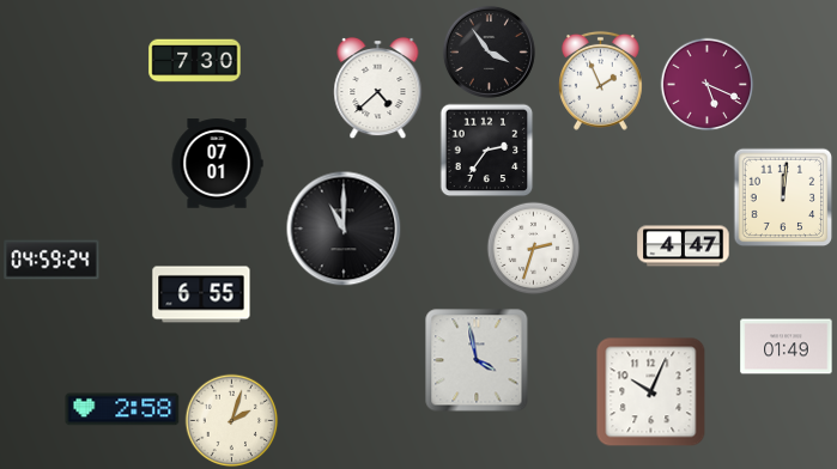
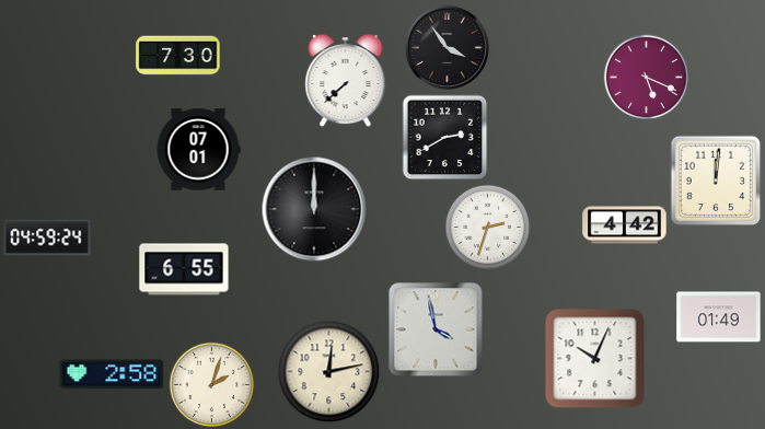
clock at (600, 80): 1:56 -> none
clock at (378, 87): 4:38 -> 7:38
clock at (486, 150): 2:36 -> 2:40
clock at (344, 229): 11:00 -> 12:00
clock at (684, 246): 4:47 -> 4:42
clock at (328, 371): none -> 12:13
